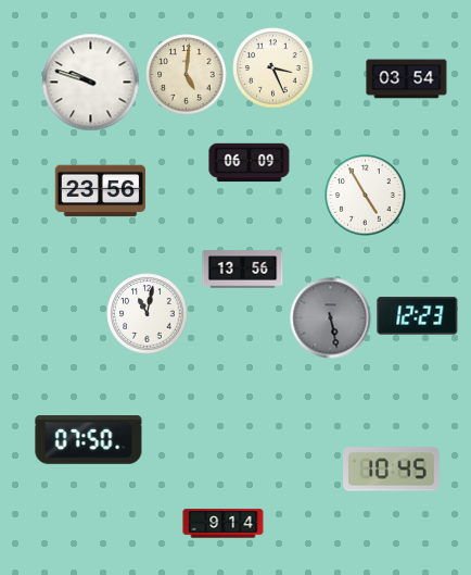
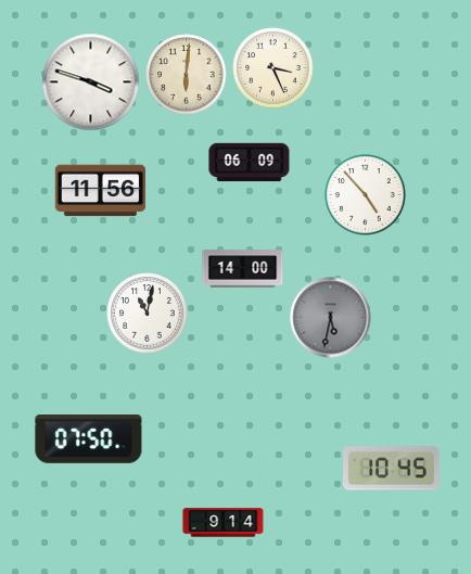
clock at (187, 75): 5:01 -> 6:01
clock at (407, 79): 03:54 -> none
clock at (91, 83): 9:48 -> 3:48
clock at (101, 191): 23:56 -> 11:56
clock at (366, 196): 4:55 -> 4:53
clock at (243, 270): 13:56 -> 14:00
clock at (418, 316): 12:23 -> none
clock at (331, 318): 5:28 -> 5:32
